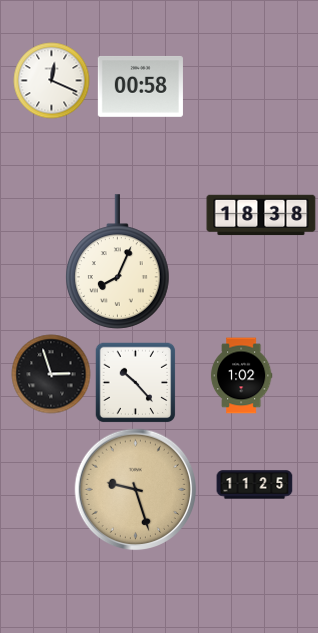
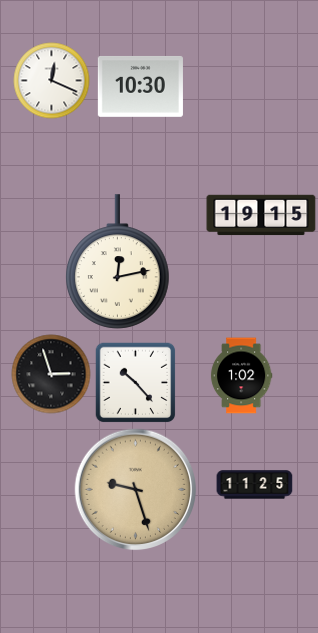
clock at (140, 86): 00:58 -> 10:30
clock at (261, 215): 18:38 -> 19:15
clock at (118, 262): 8:04 -> 12:13
